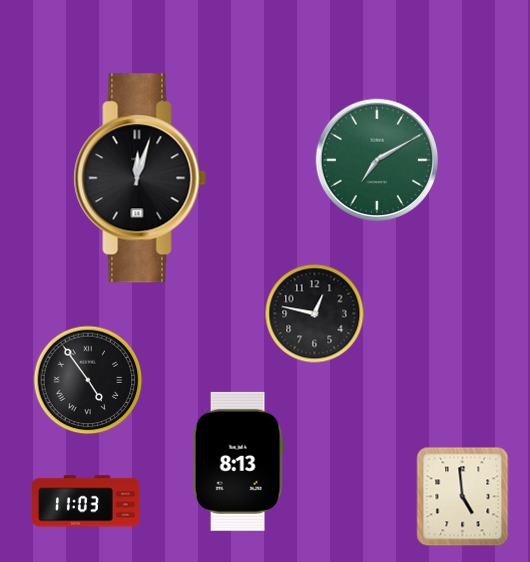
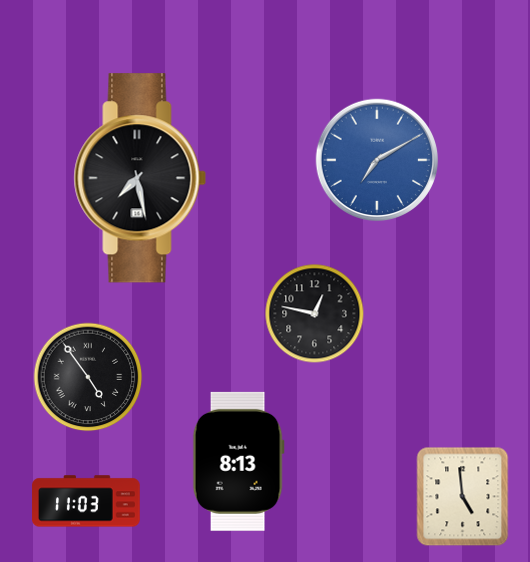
clock at (377, 160) dial: green -> blue
clock at (140, 178): 12:03 -> 7:28
clock at (88, 380) position: (88, 380) -> (88, 377)
